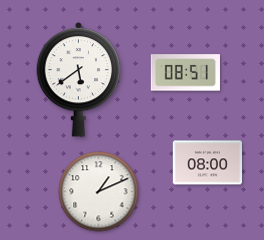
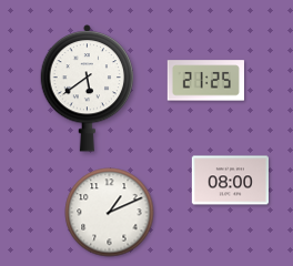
clock at (185, 73): 08:51 -> 21:25
